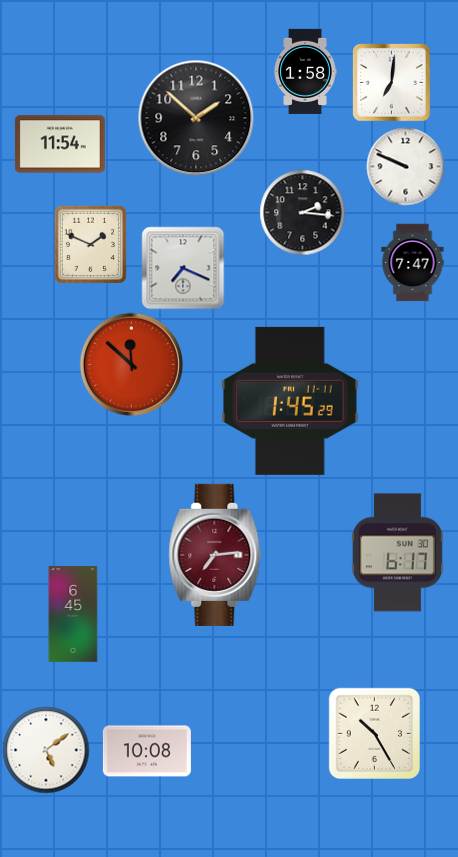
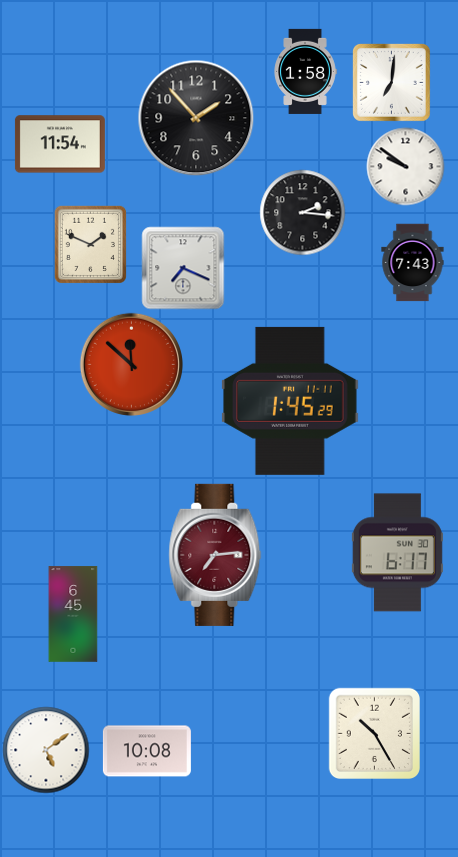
clock at (196, 118): 1:52 -> 1:53
clock at (405, 166): 9:49 -> 9:51
clock at (413, 262): 7:47 -> 7:43
